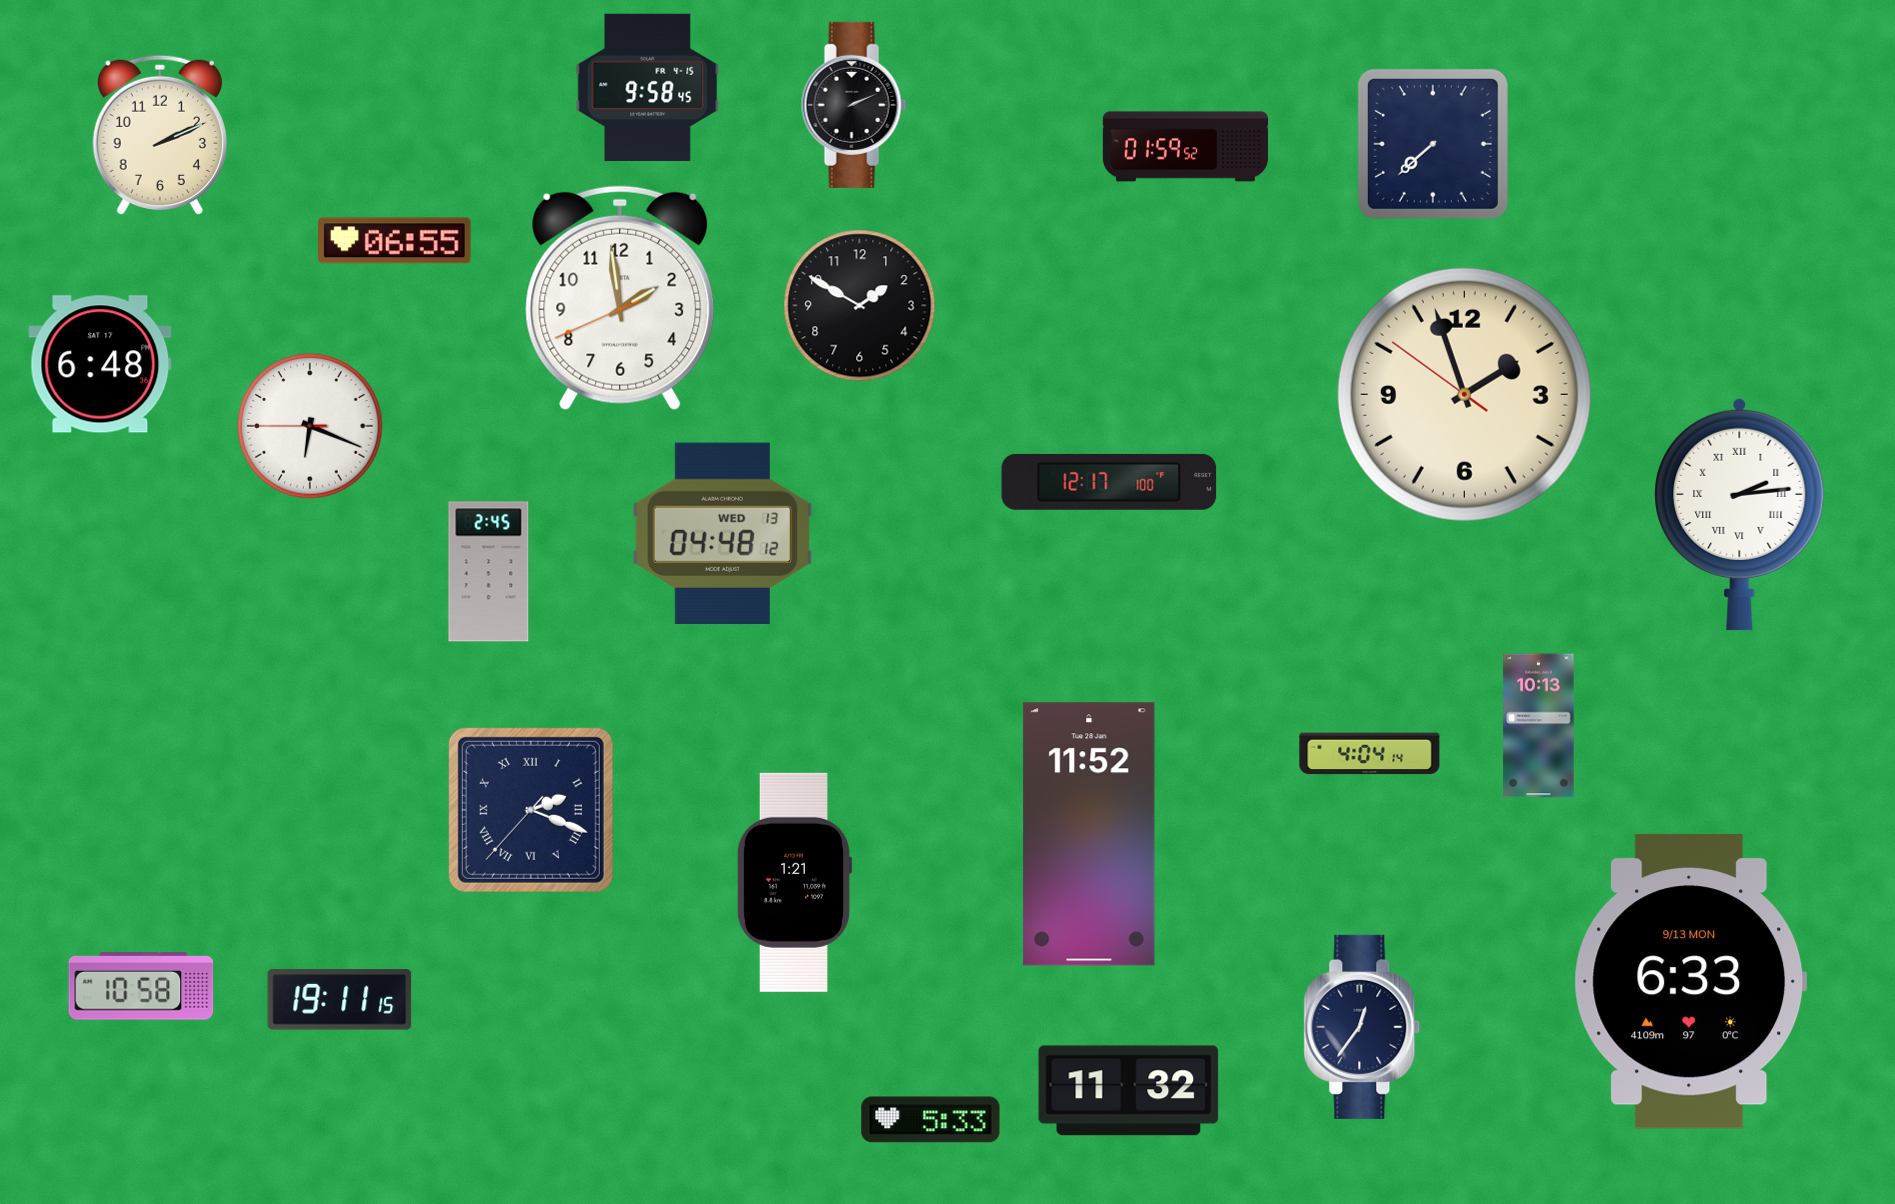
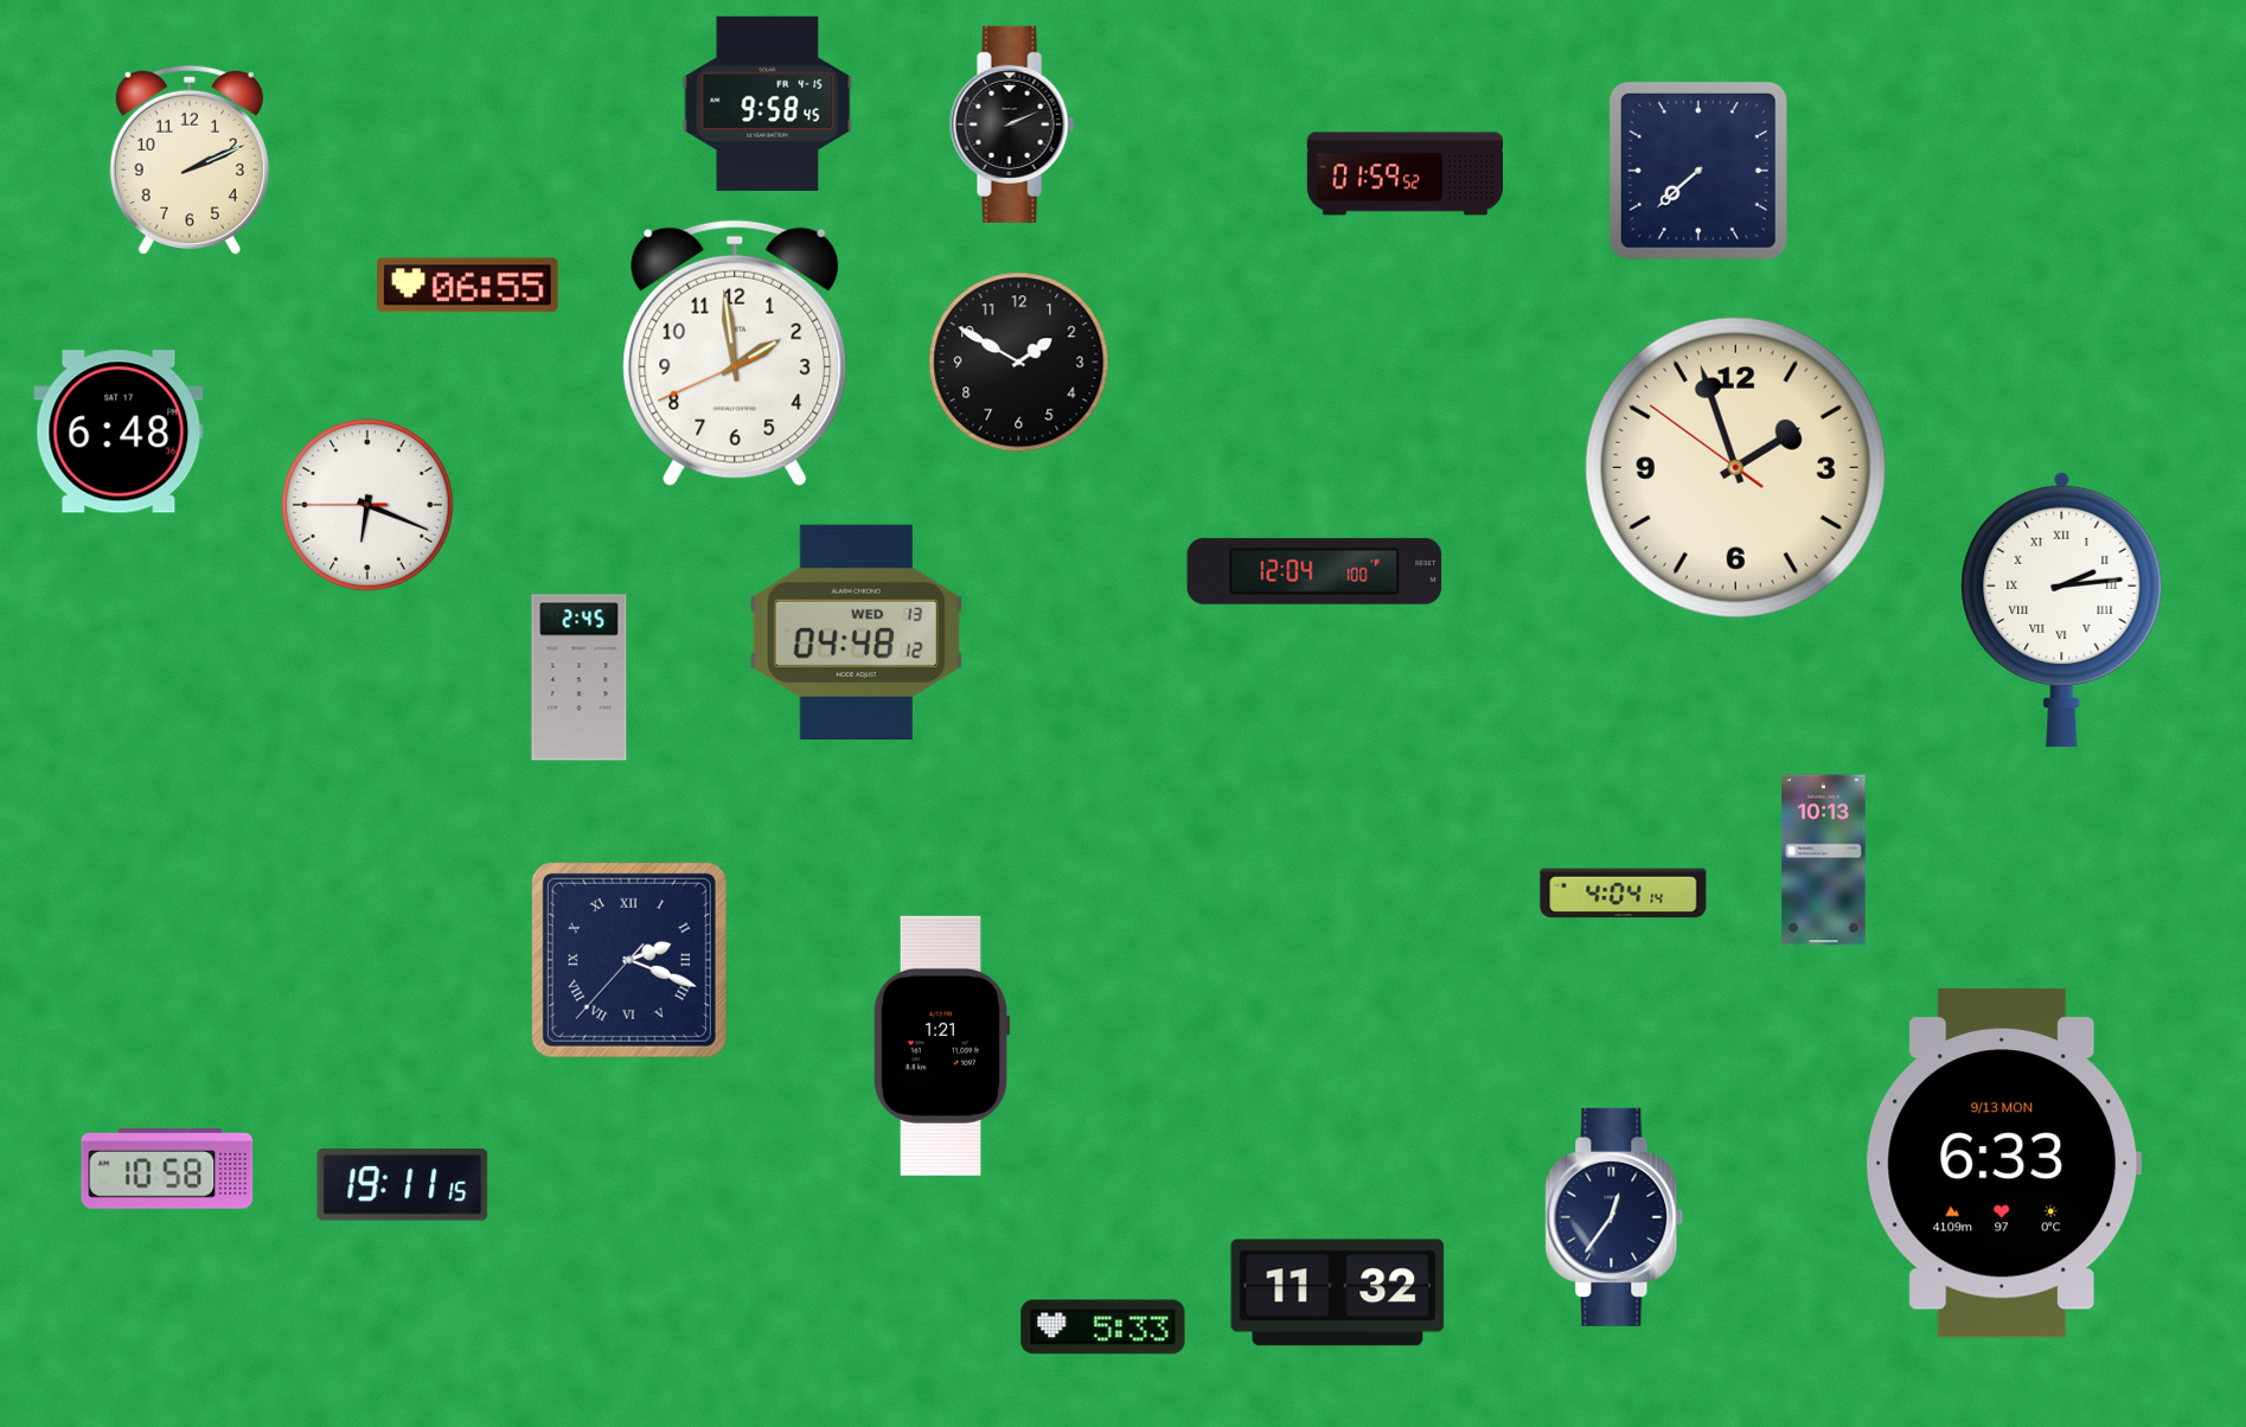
clock at (1109, 482): 12:17 -> 12:04
clock at (1089, 834): 11:52 -> none
